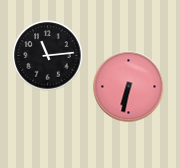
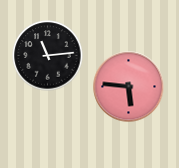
clock at (129, 87): 6:32 -> 5:46
